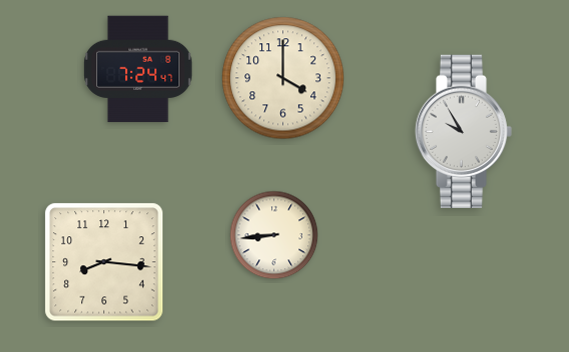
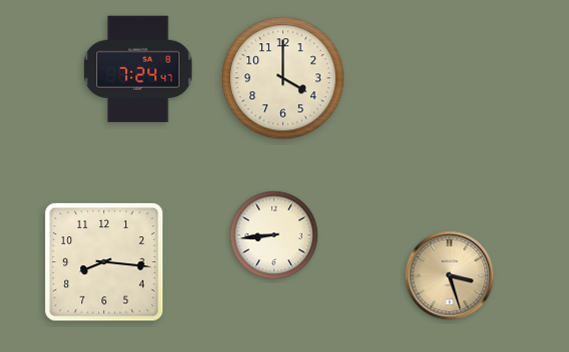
clock at (463, 131): 9:55 -> none
clock at (450, 276): none -> 3:27
